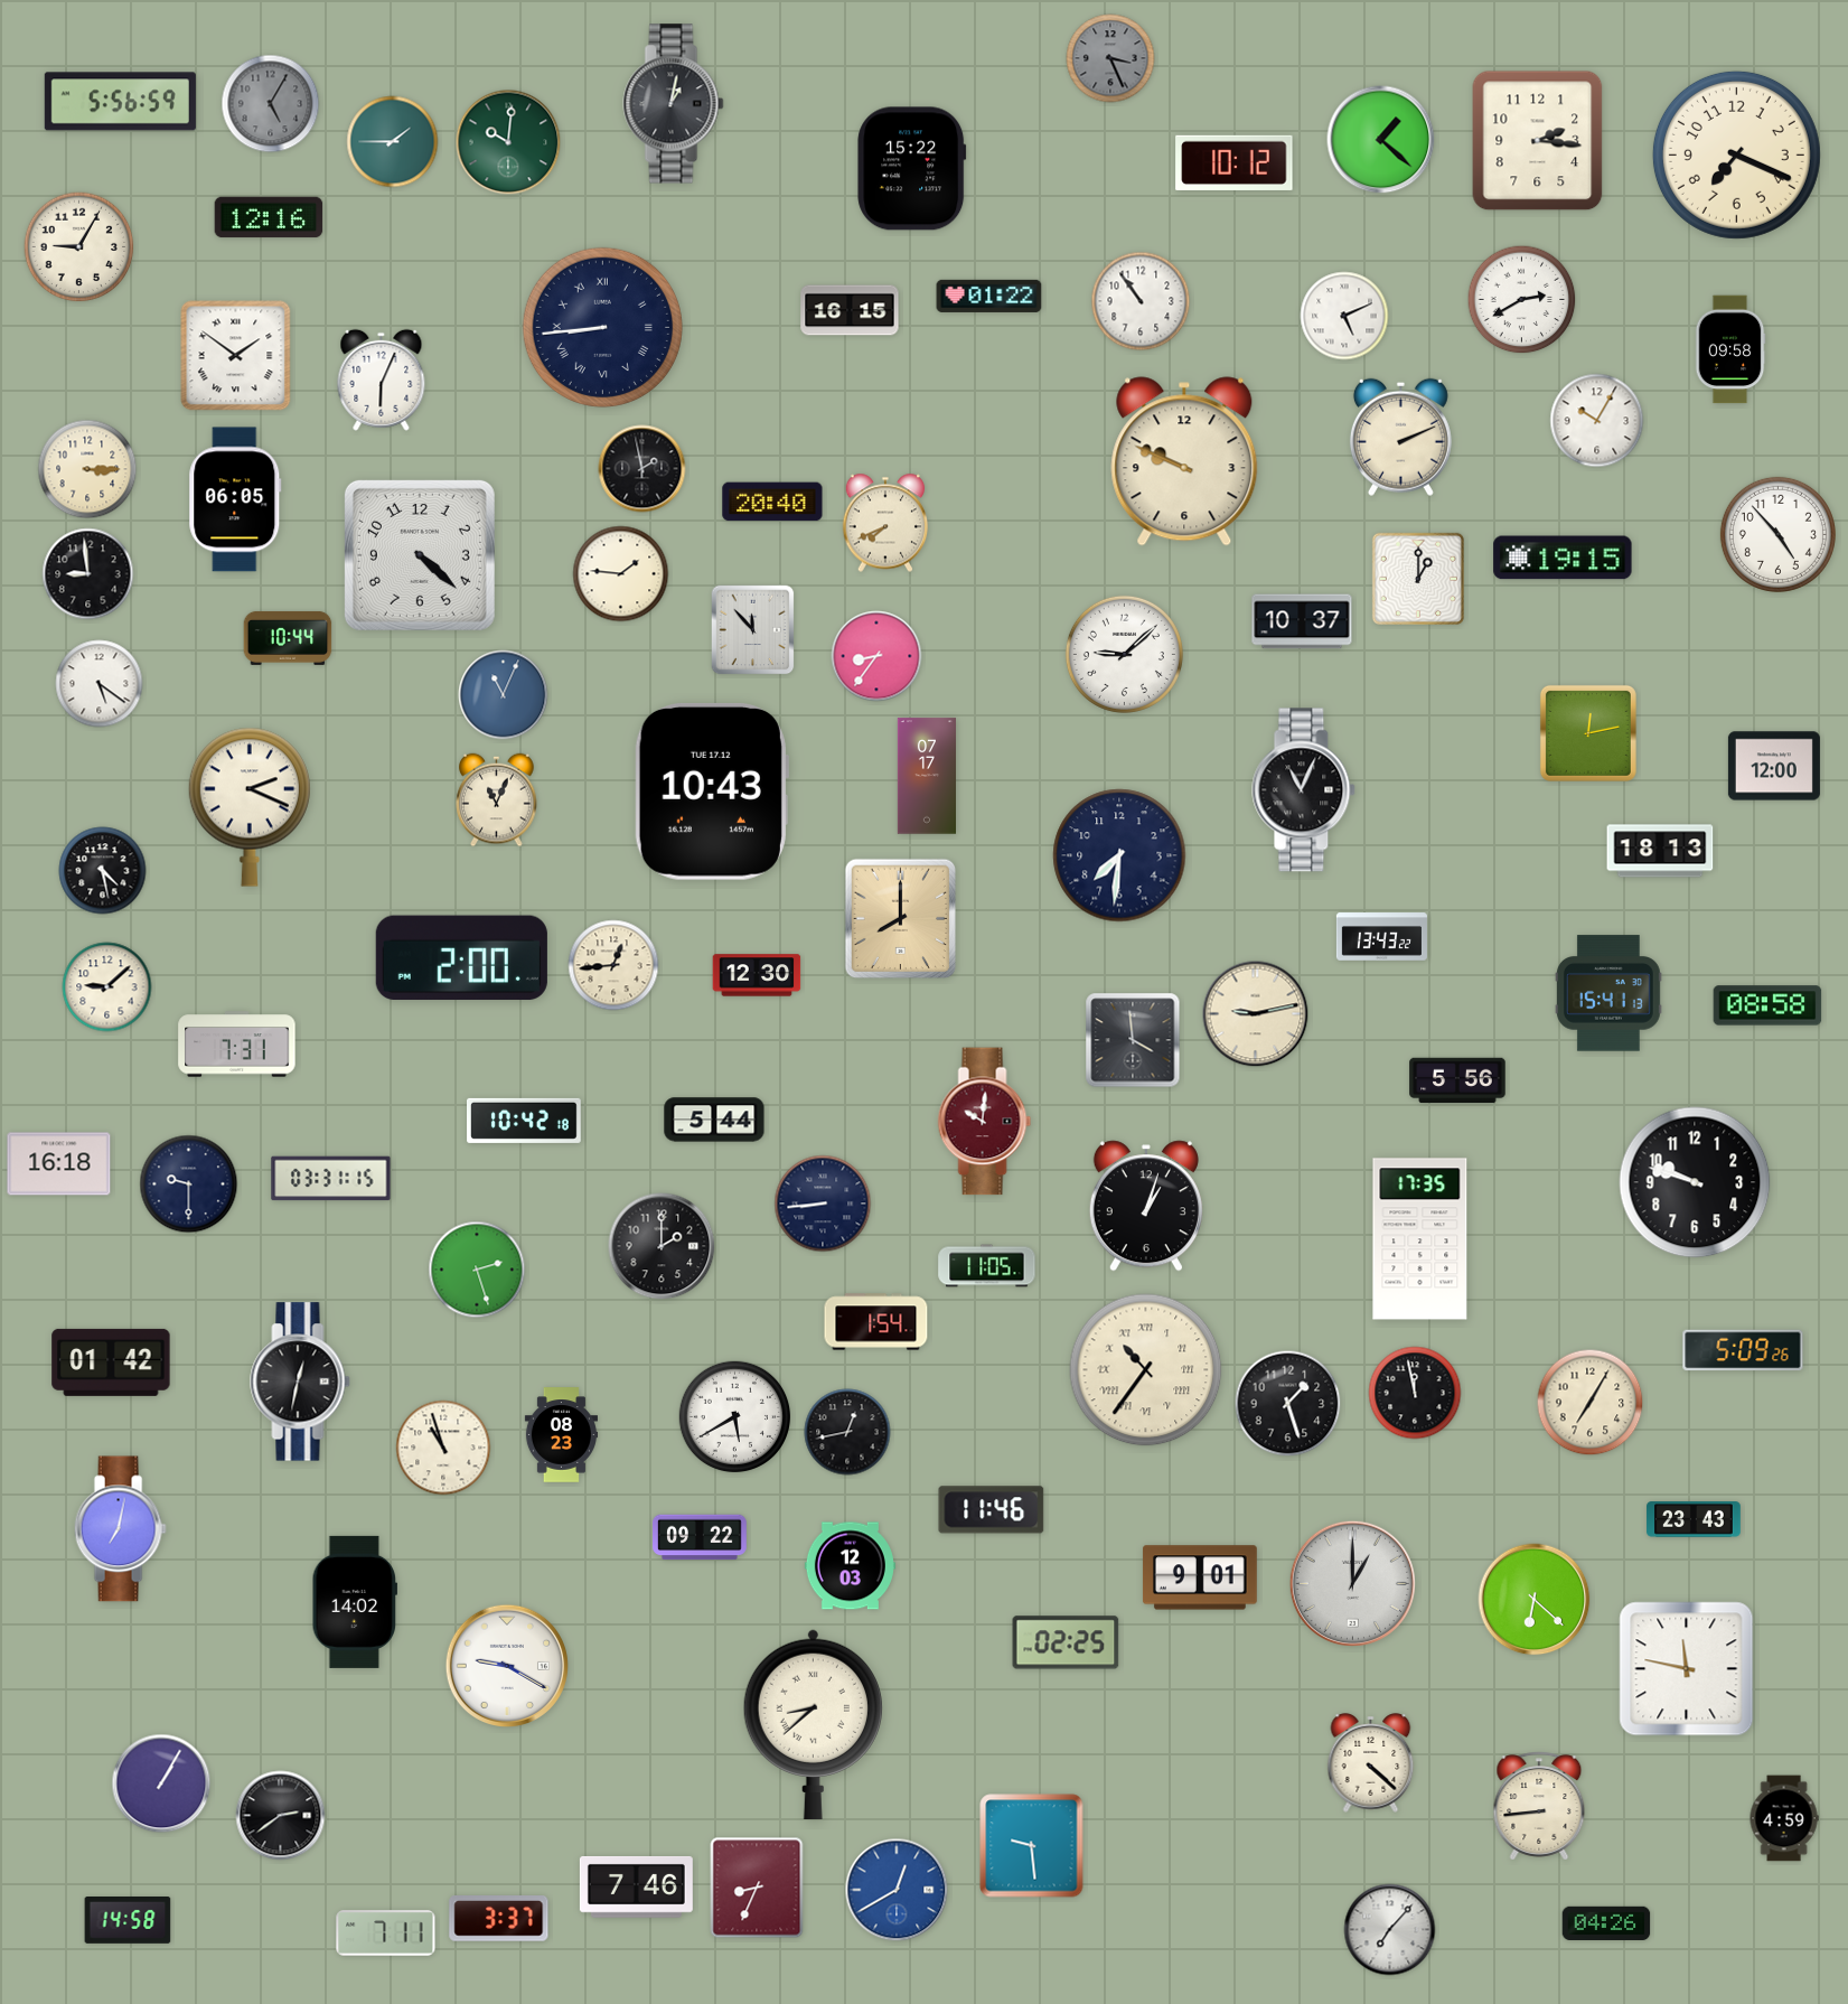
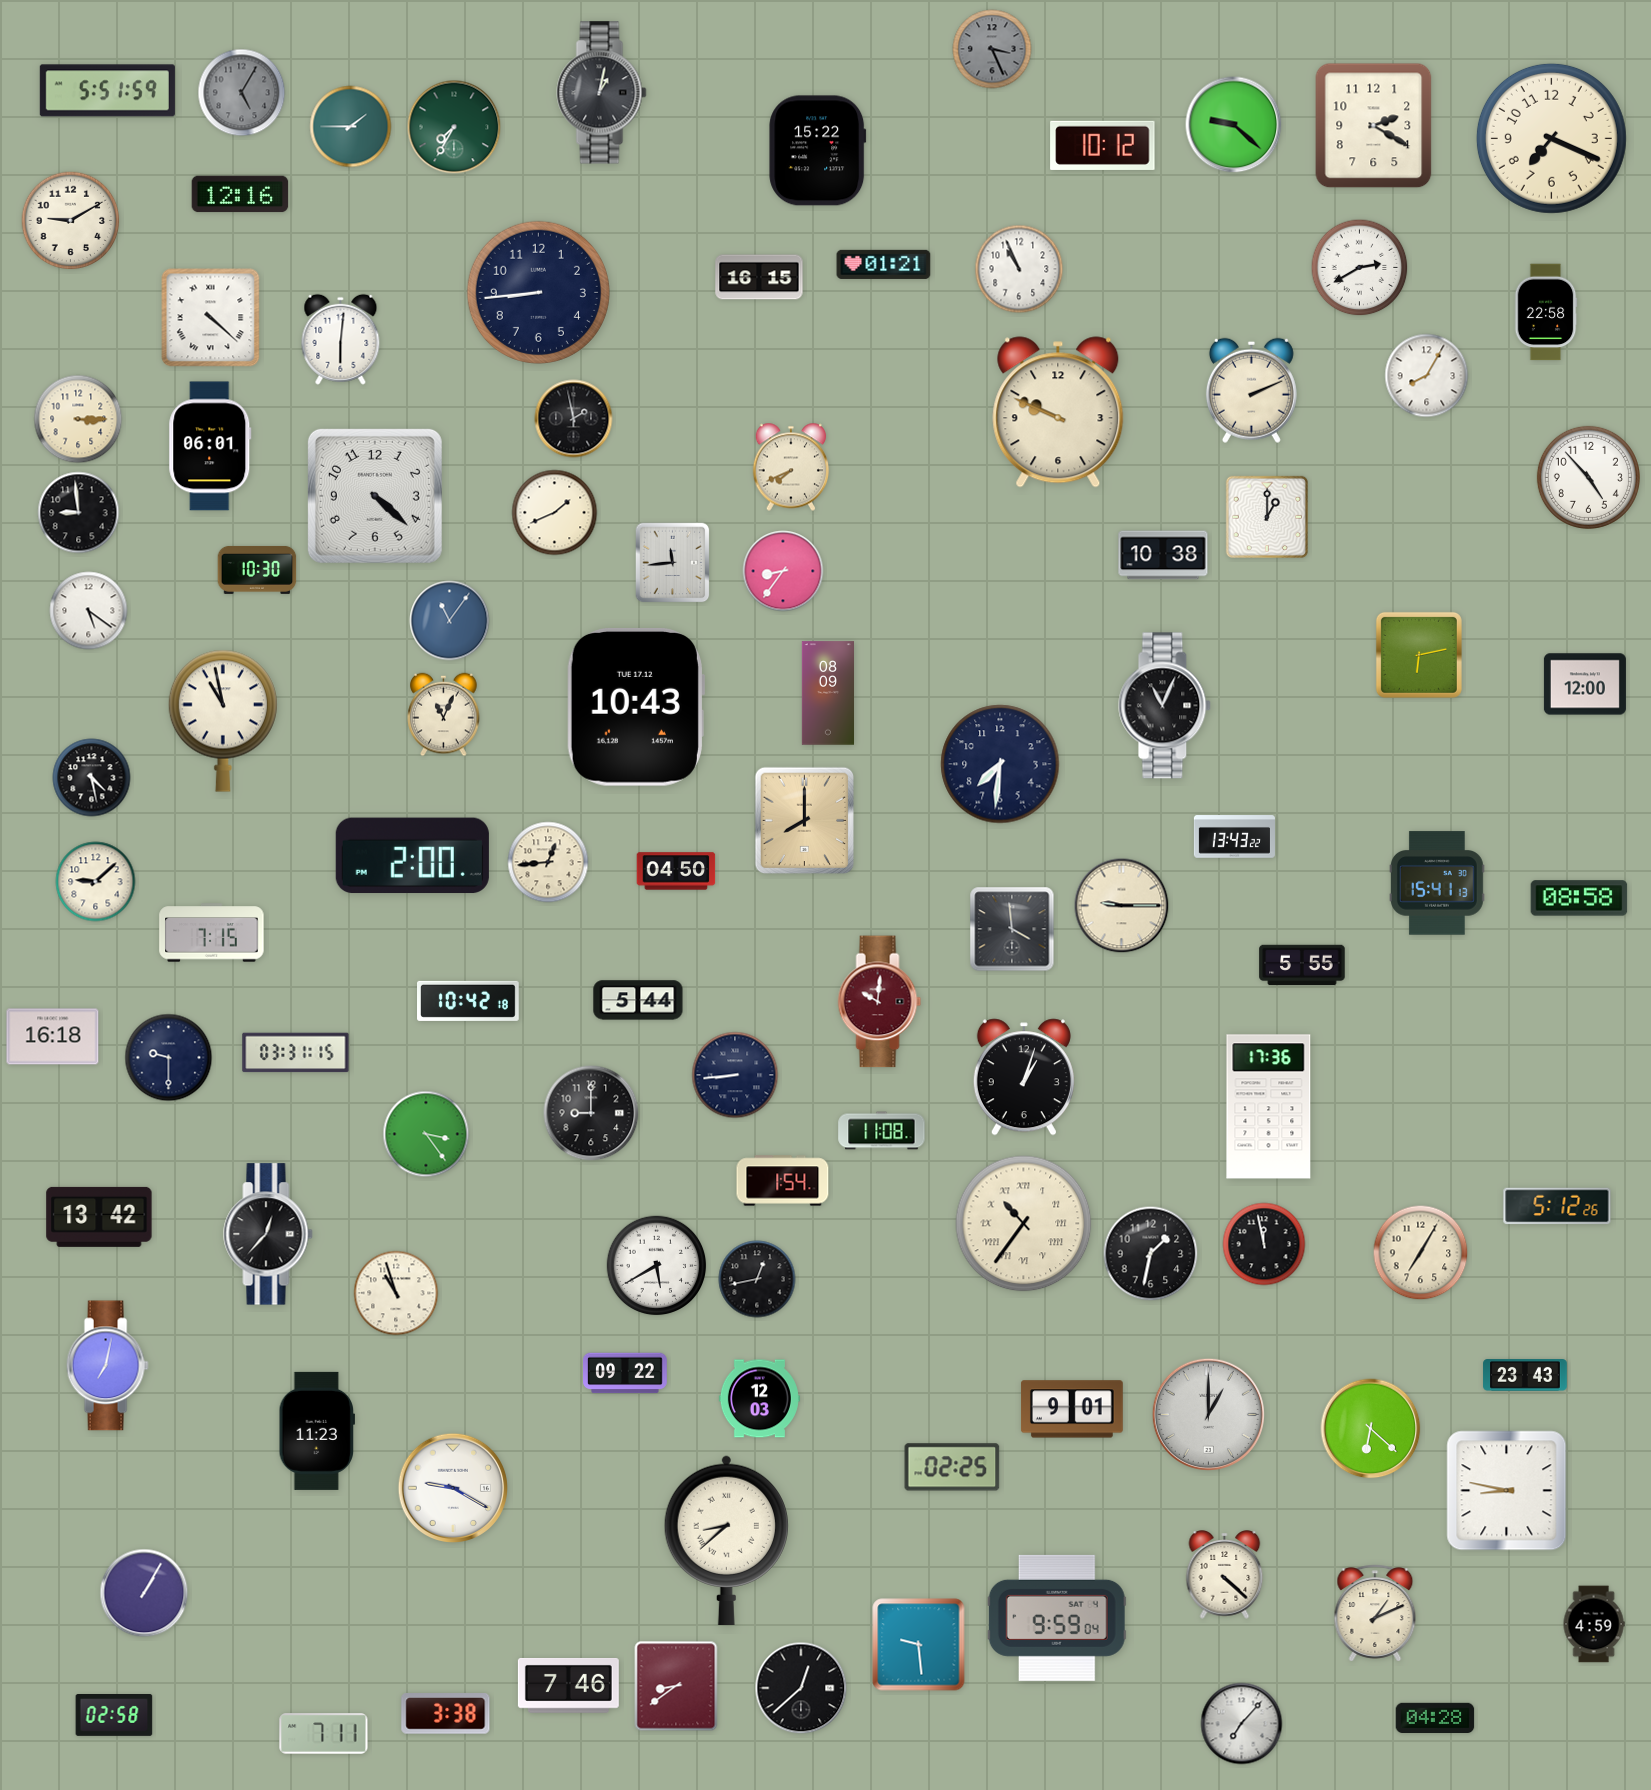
clock at (1110, 58) position: (1110, 58) -> (992, 49)
clock at (120, 102): 5:56 -> 5:51
clock at (1381, 140): 1:22 -> 9:22
clock at (1538, 141): 2:16 -> 2:20
clock at (508, 142): 10:01 -> 7:35
clock at (912, 169) position: (912, 169) -> (818, 151)
clock at (79, 247): 9:05 -> 9:10
clock at (989, 296): 01:22 -> 01:21
clock at (1141, 301): 10:54 -> 10:56
clock at (1344, 316): 5:11 -> none
clock at (602, 327) numerals: Roman -> Arabic
clock at (1730, 349): 09:58 -> 22:58
clock at (236, 356): 1:51 -> 4:22
clock at (382, 380): 6:04 -> 6:01
clock at (1597, 421): 10:05 -> 8:05
clock at (235, 499): 06:05 -> 06:01
clock at (772, 502): 20:40 -> none
clock at (1563, 558): 19:15 -> none
clock at (621, 574): 1:46 -> 1:41
clock at (1302, 621): 10:37 -> 10:38
clock at (753, 630): 11:53 -> 11:44
clock at (288, 638): 10:44 -> 10:30
clock at (1124, 654): 9:08 -> none
clock at (876, 656) position: (876, 656) -> (783, 571)
clock at (504, 695): 11:04 -> 11:06
clock at (1588, 733): 12:13 -> 6:13
clock at (926, 776): 07:17 -> 08:09
clock at (250, 807): 2:19 -> 10:58
clock at (1660, 851): 18:13 -> none
clock at (757, 975): 12:30 -> 04:50
clock at (1608, 993) position: (1608, 993) -> (1437, 883)
clock at (1256, 1014): 9:13 -> 9:15
clock at (237, 1045): 7:31 -> 7:15
clock at (1457, 1080): 5:56 -> 5:55
clock at (59, 1164) position: (59, 1164) -> (53, 1037)
clock at (1695, 1182): 9:48 -> none
clock at (1420, 1239): 17:35 -> 17:36
clock at (662, 1246): 2:00 -> 9:00
clock at (987, 1266): 11:05 -> 11:08
clock at (477, 1270): 2:27 -> 3:24
clock at (1743, 1350): 5:09 -> 5:12
clock at (111, 1362): 01:42 -> 13:42
clock at (300, 1382): 12:32 -> 12:37
clock at (1288, 1404): 1:27 -> 1:32
clock at (561, 1435): 08:23 -> none
clock at (992, 1510): 11:46 -> none
clock at (1694, 1519) position: (1694, 1519) -> (1525, 1375)
clock at (354, 1602): 14:02 -> 11:23
clock at (1687, 1669): 11:47 -> 8:47
clock at (1539, 1806): 8:44 -> 1:11
clock at (1057, 1618): none -> 9:59
clock at (281, 1816): 2:39 -> none
clock at (1032, 1846) position: (1032, 1846) -> (919, 1645)
clock at (757, 1888): 8:34 -> 8:39
clock at (897, 1890): 12:40 -> 12:38
clock at (897, 1890) dial: blue -> black
clock at (499, 1919): 3:37 -> 3:38
clock at (128, 1921): 14:58 -> 02:58
clock at (1606, 1922): 04:26 -> 04:28
clock at (386, 1933) position: (386, 1933) -> (324, 1734)
